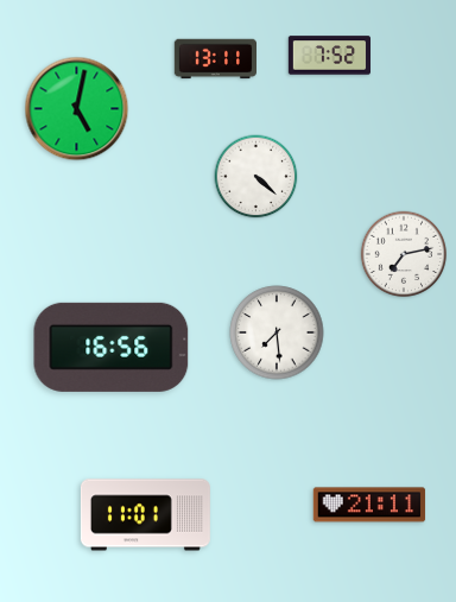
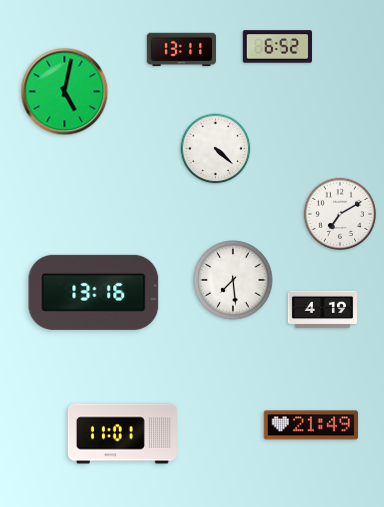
clock at (329, 56): 7:52 -> 6:52
clock at (404, 254): 7:13 -> 7:10
clock at (112, 347): 16:56 -> 13:16
clock at (323, 310): none -> 4:19
clock at (369, 505): 21:11 -> 21:49
